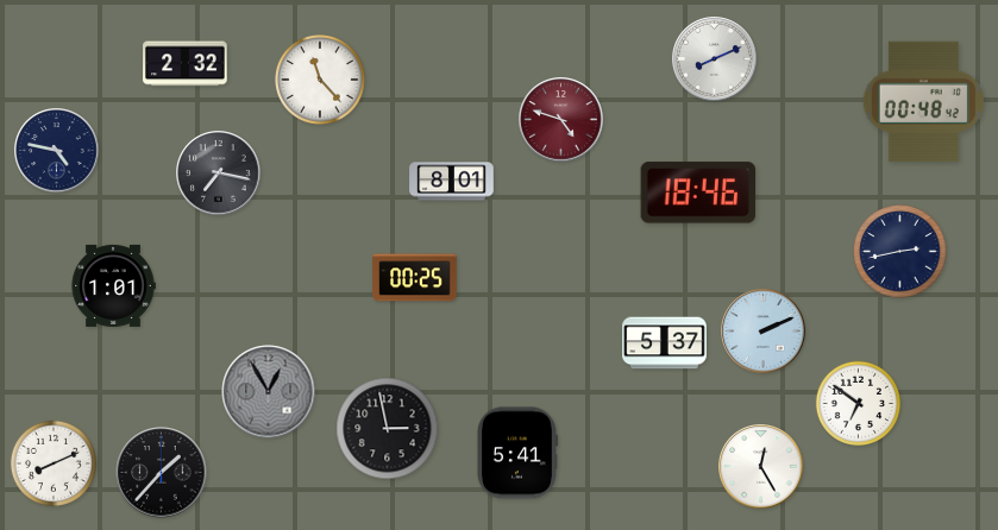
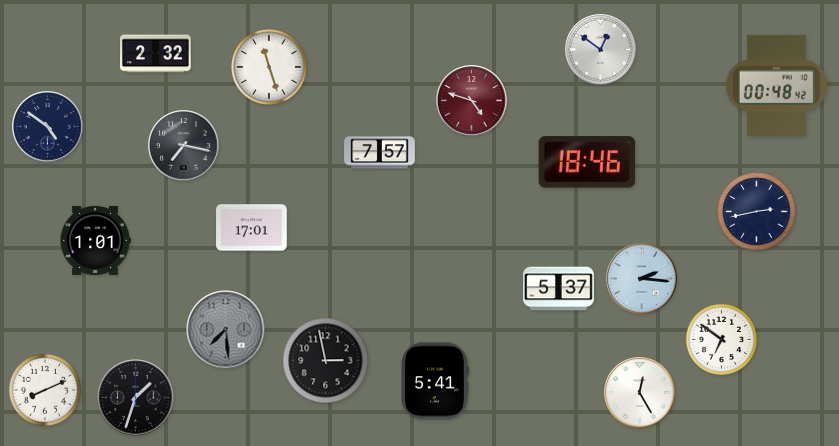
clock at (715, 59): 8:11 -> 12:51
clock at (321, 81): 11:23 -> 11:27
clock at (57, 151): 4:47 -> 4:51
clock at (452, 182): 8:01 -> 7:57
clock at (252, 228): none -> 17:01
clock at (415, 278): 00:25 -> none
clock at (764, 332): 2:11 -> 2:16
clock at (269, 392): 12:55 -> 7:29
clock at (162, 473): 1:37 -> 1:33
